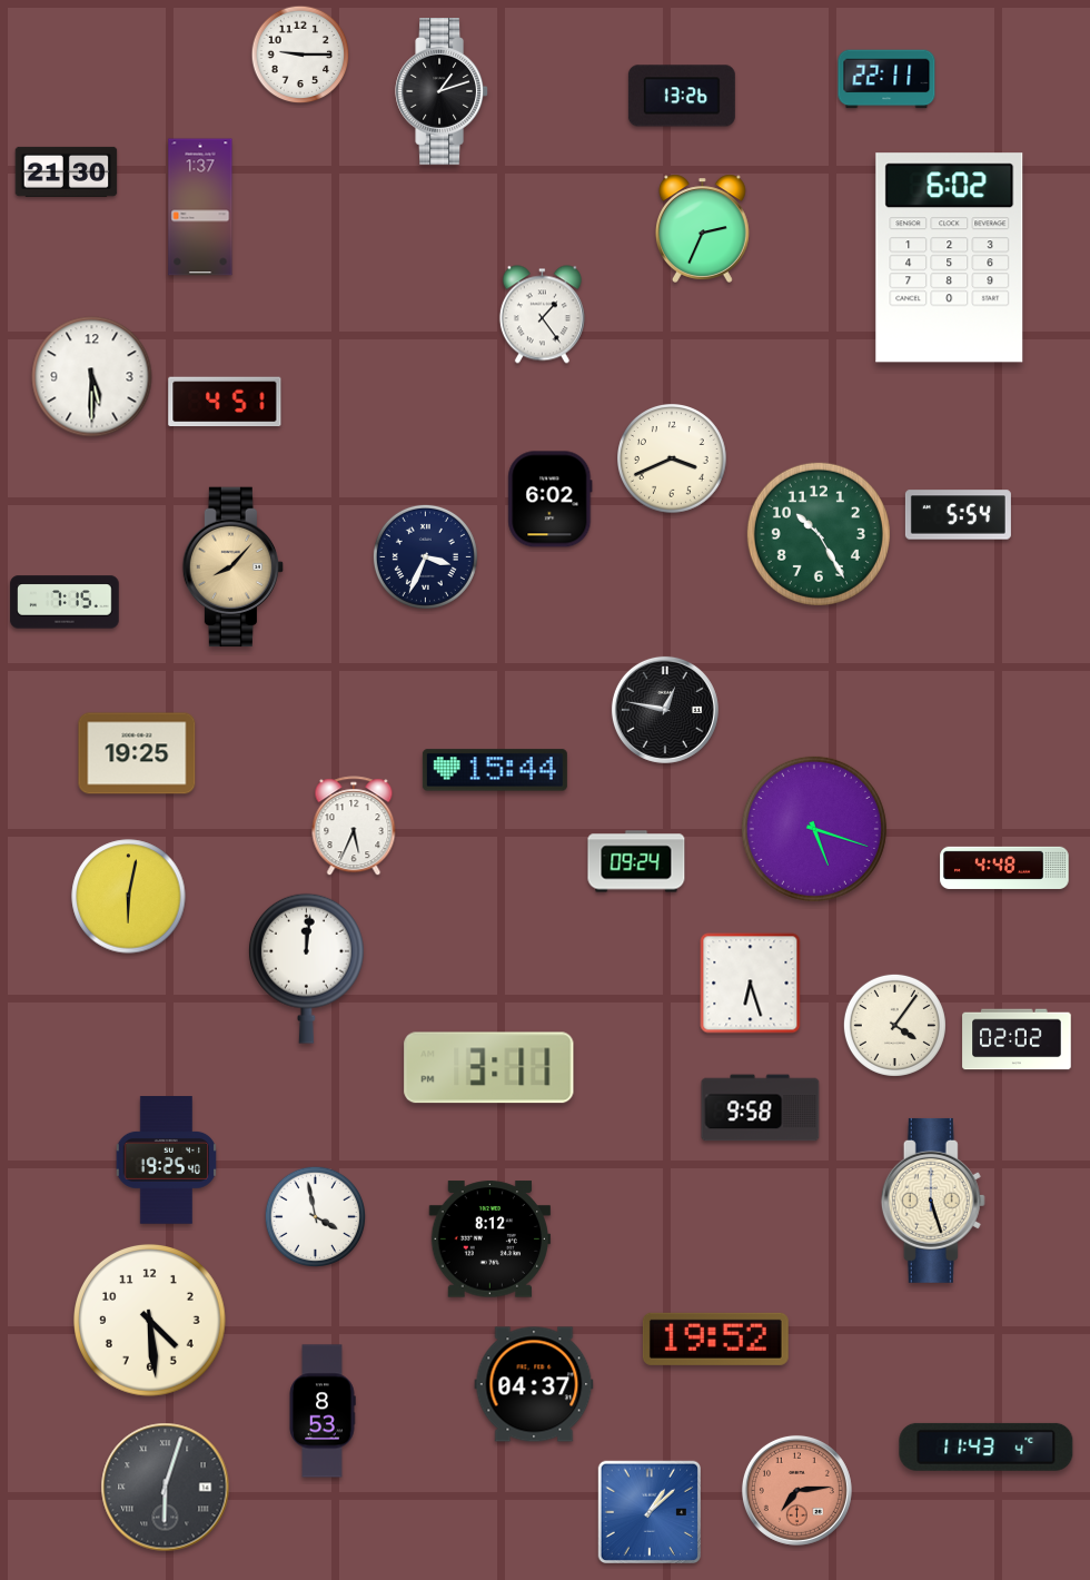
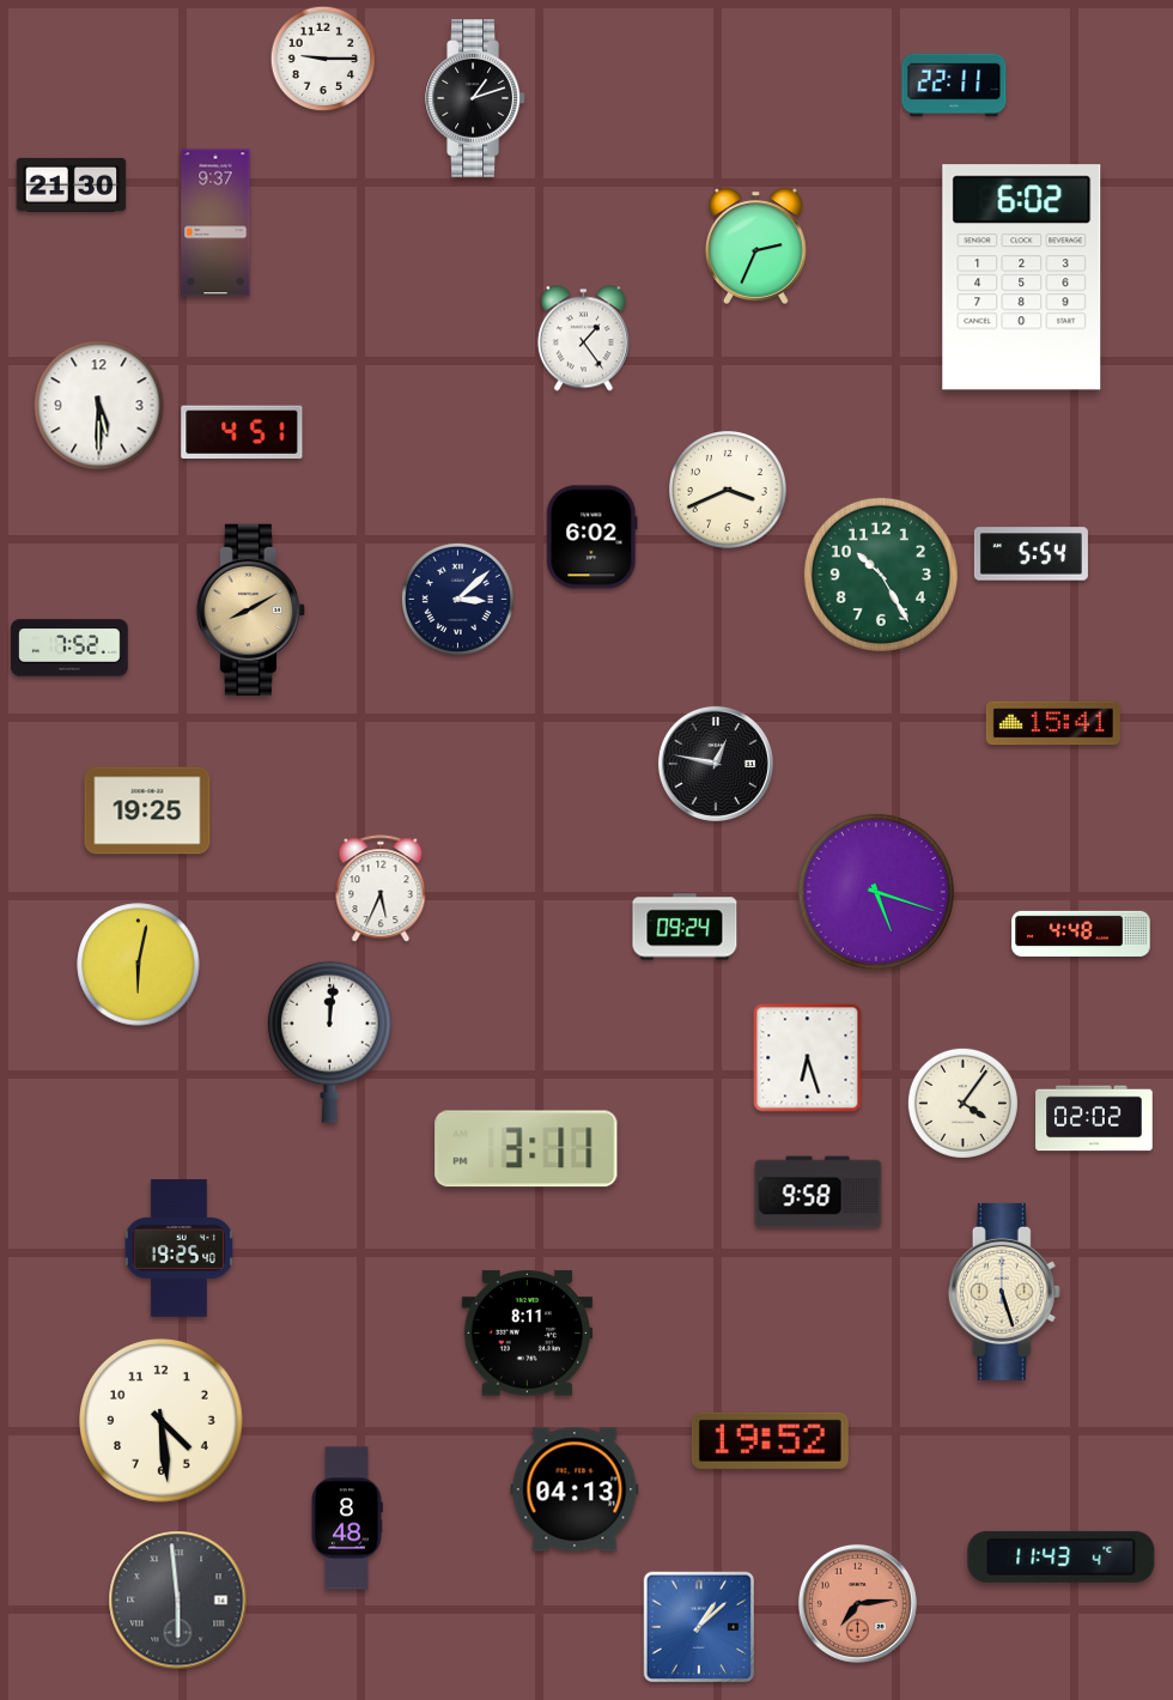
clock at (682, 96): 13:26 -> none
clock at (200, 207): 1:37 -> 9:37
clock at (673, 460) position: (673, 460) -> (729, 491)
clock at (425, 556): 3:34 -> 3:08
clock at (234, 567): 8:07 -> 8:10
clock at (65, 602): 7:15 -> 7:52
clock at (1053, 723): none -> 15:41
clock at (495, 770): 15:44 -> none
clock at (315, 1216): 3:58 -> none
clock at (490, 1240): 8:12 -> 8:11
clock at (534, 1384): 04:37 -> 04:13
clock at (323, 1411): 8:53 -> 8:48
clock at (166, 1488): 6:03 -> 5:59
